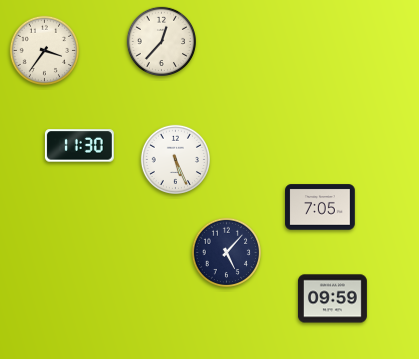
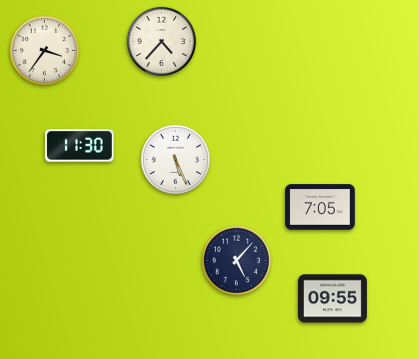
clock at (162, 42): 12:37 -> 4:37
clock at (227, 253) position: (227, 253) -> (237, 261)
clock at (332, 299): 09:59 -> 09:55
